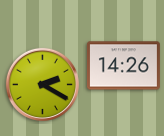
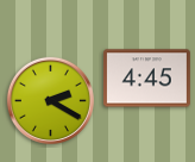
clock at (123, 66): 14:26 -> 4:45
